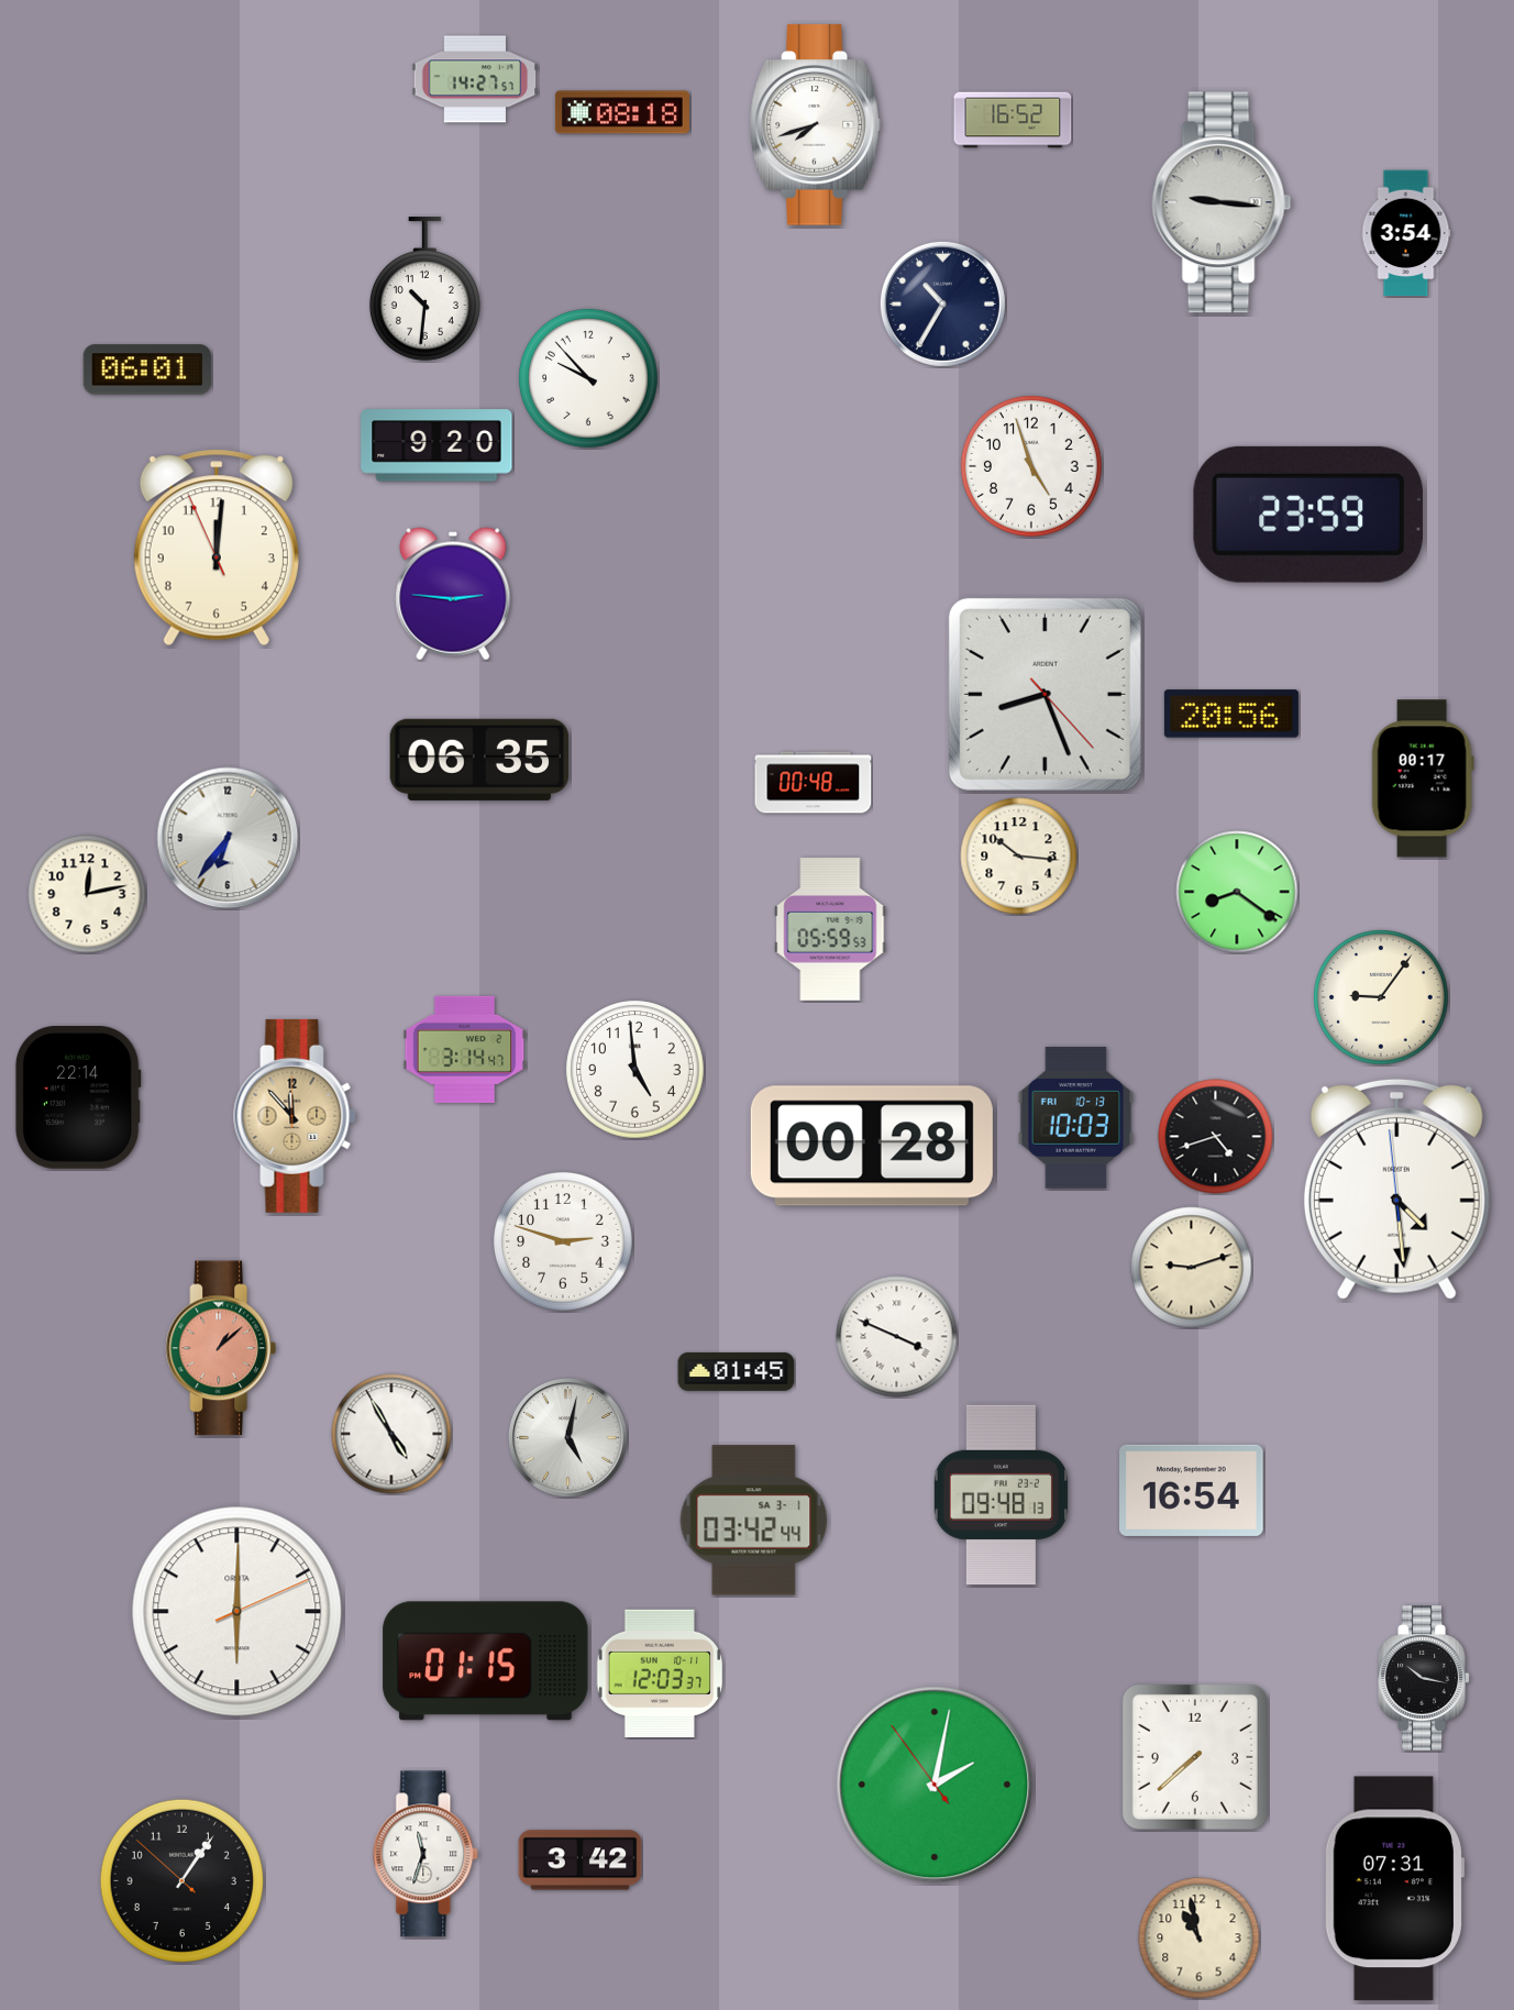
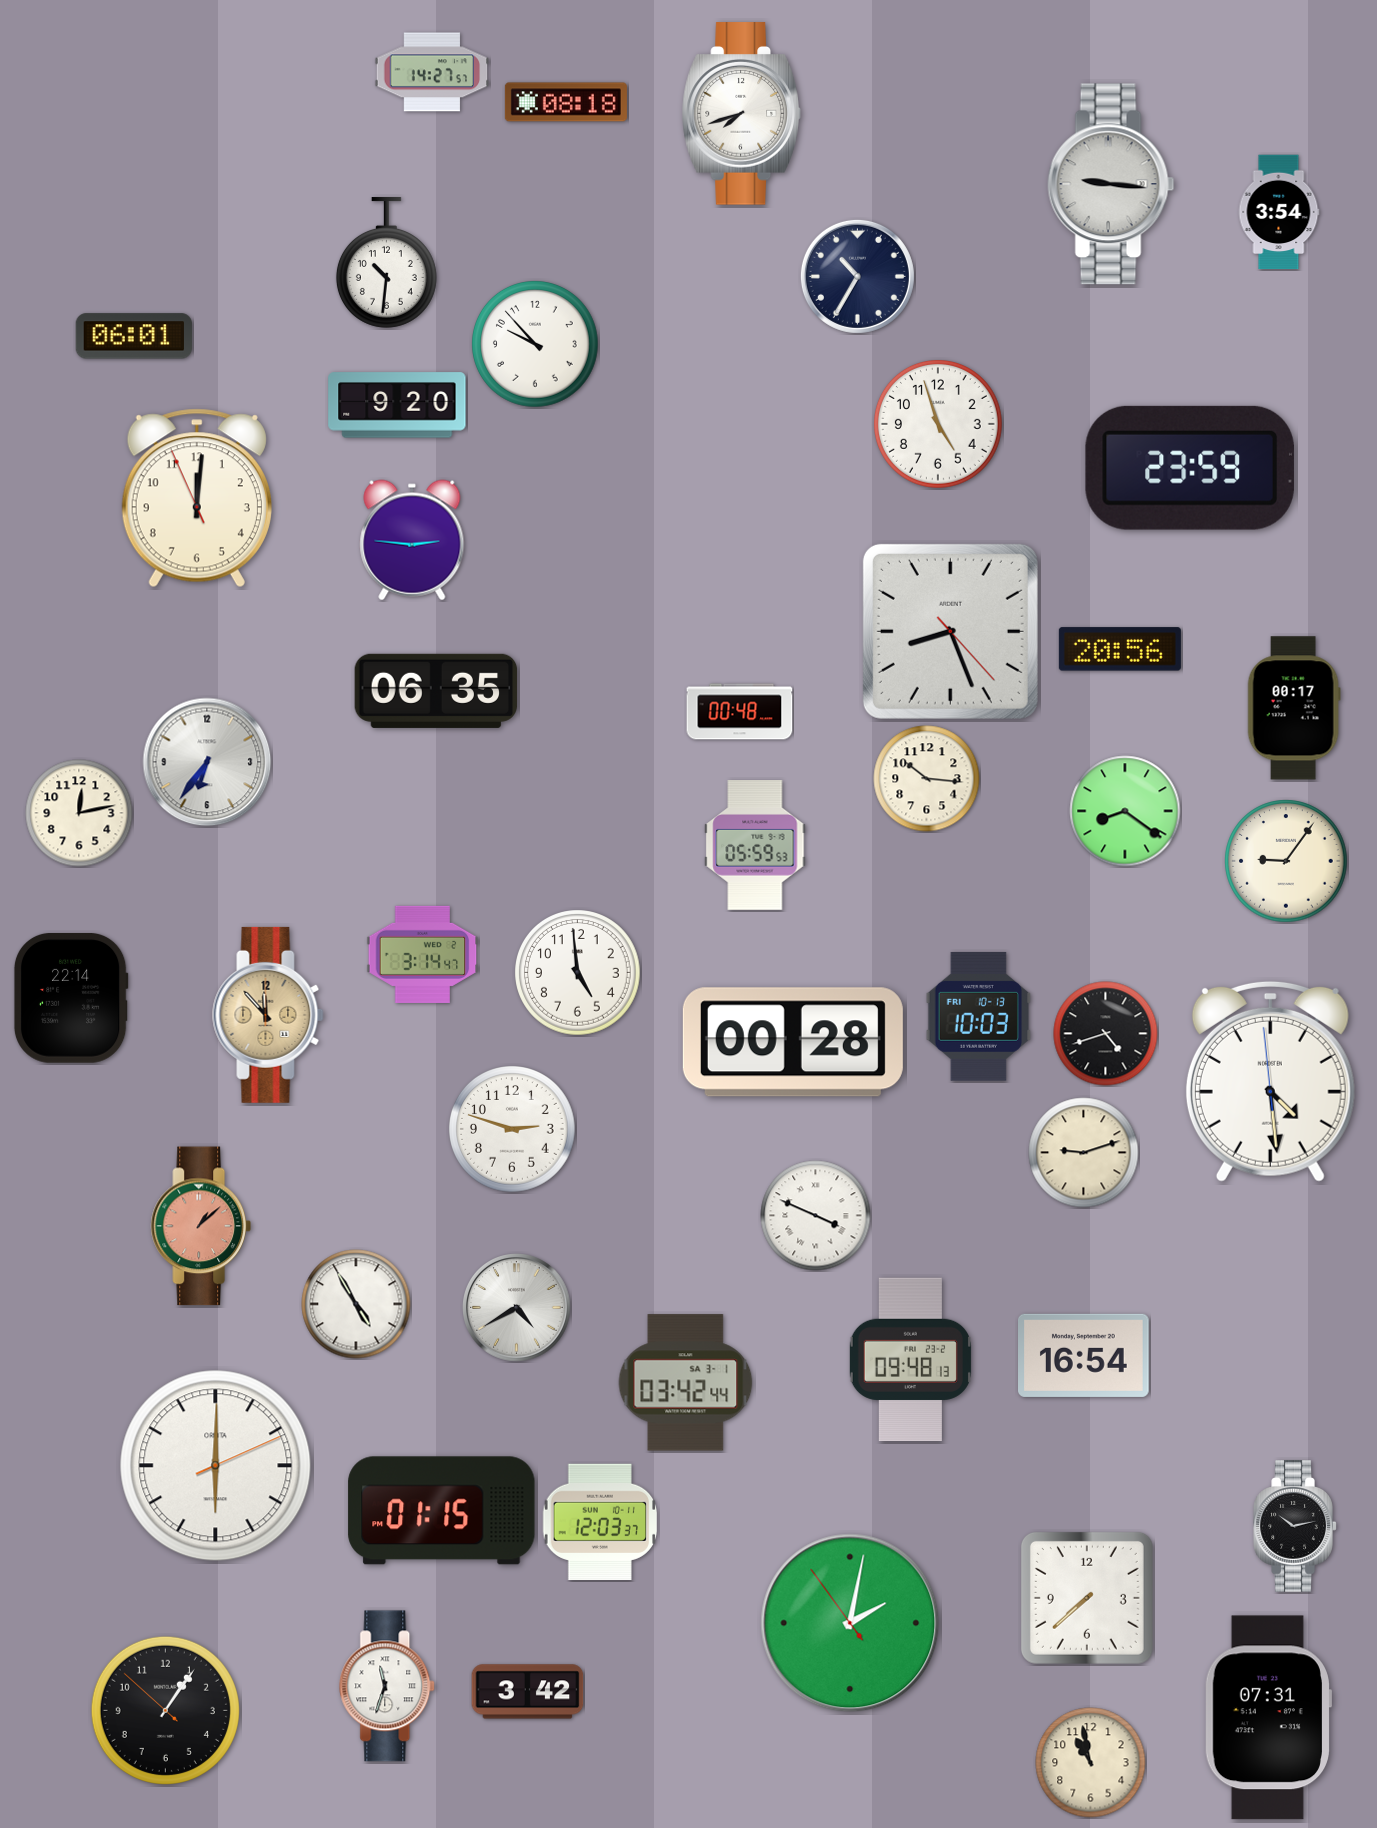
clock at (1013, 120): 16:52 -> none
clock at (1381, 997) position: (1381, 997) -> (1286, 861)
clock at (737, 1371): 01:45 -> none
clock at (568, 1438): 5:02 -> 4:40
clock at (1424, 1678): 10:17 -> 10:13
